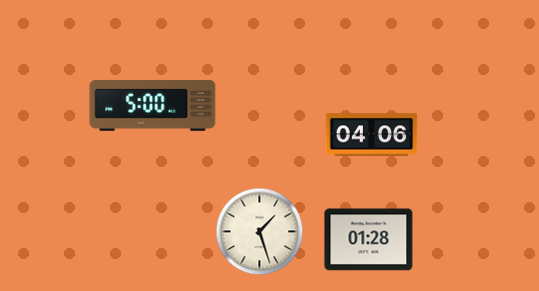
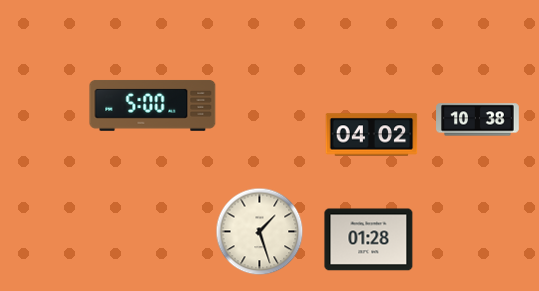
clock at (478, 120): none -> 10:38
clock at (372, 135): 04:06 -> 04:02
